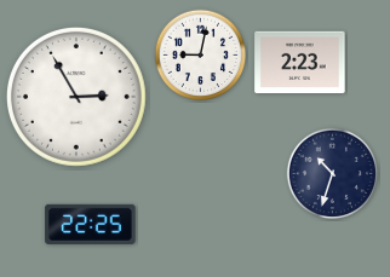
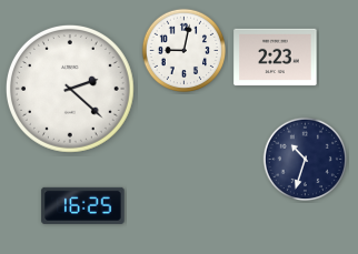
clock at (76, 97): 2:55 -> 2:22
clock at (91, 224): 22:25 -> 16:25
